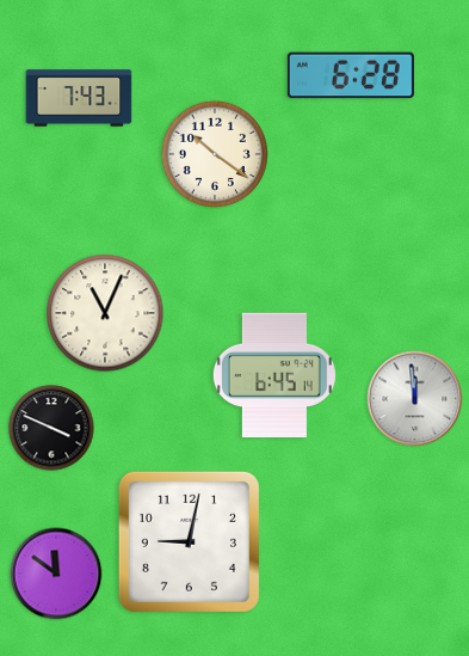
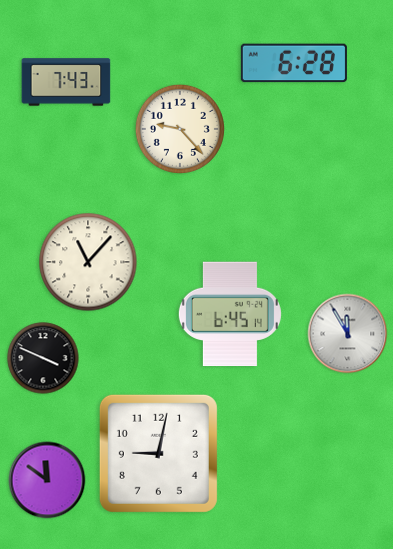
clock at (215, 154): 10:21 -> 9:23
clock at (105, 313): 11:04 -> 11:07
clock at (415, 399): 11:59 -> 11:55
